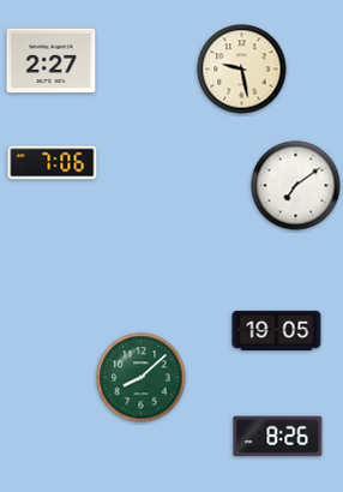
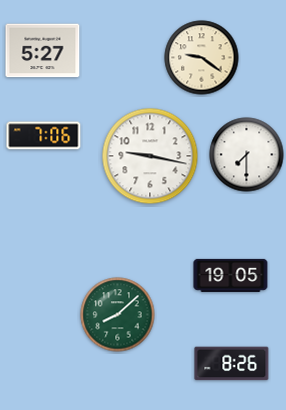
clock at (52, 61): 2:27 -> 5:27
clock at (242, 70): 9:28 -> 9:21
clock at (296, 186): 7:09 -> 7:30
clock at (150, 156): none -> 9:17
